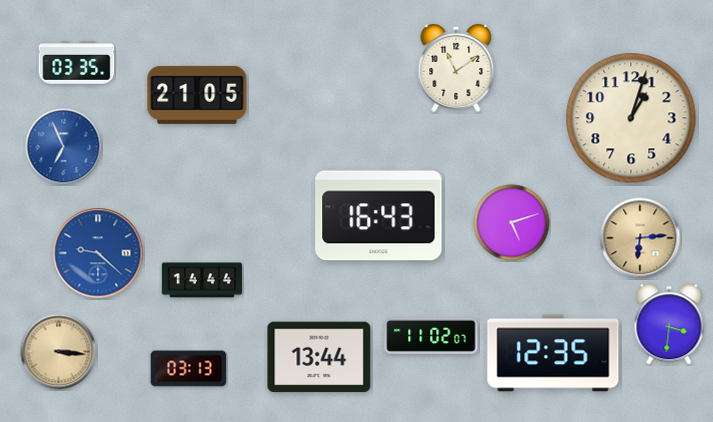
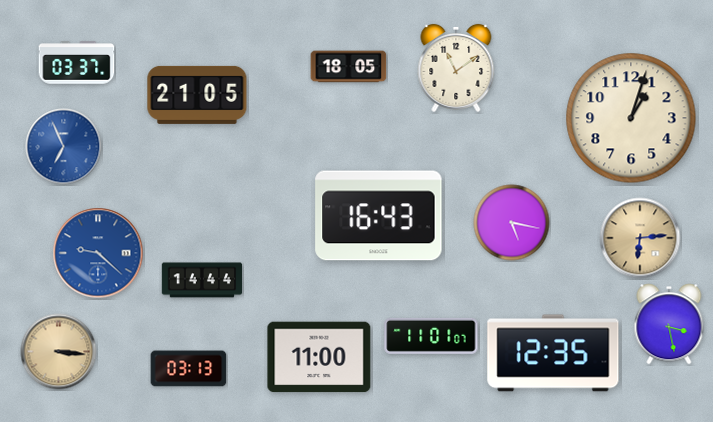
clock at (77, 63): 03:35 -> 03:37
clock at (349, 67): none -> 18:05
clock at (512, 223): 5:12 -> 5:17
clock at (669, 324): 3:31 -> 3:28
clock at (431, 336): 11:02 -> 11:01
clock at (319, 357): 13:44 -> 11:00
